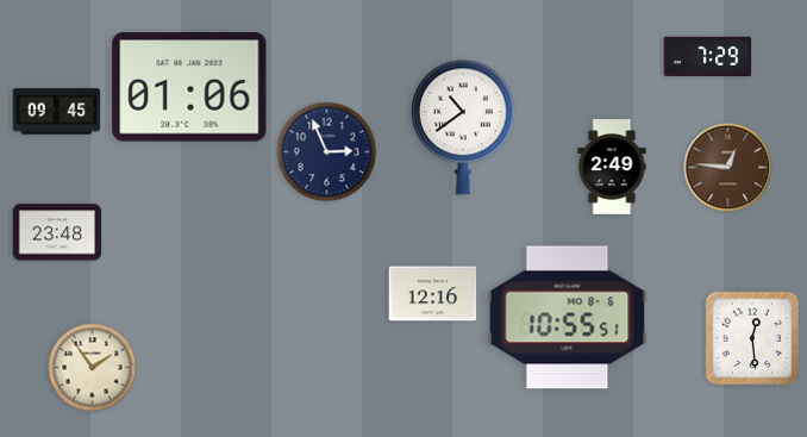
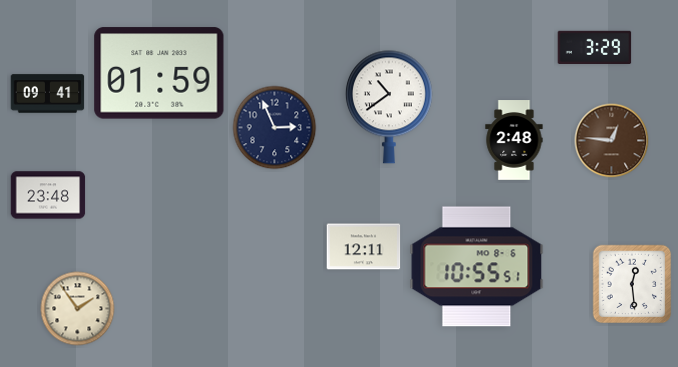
clock at (708, 56): 7:29 -> 3:29
clock at (189, 87): 01:06 -> 01:59
clock at (57, 112): 09:45 -> 09:41
clock at (612, 167): 2:49 -> 2:48
clock at (433, 294): 12:16 -> 12:11
